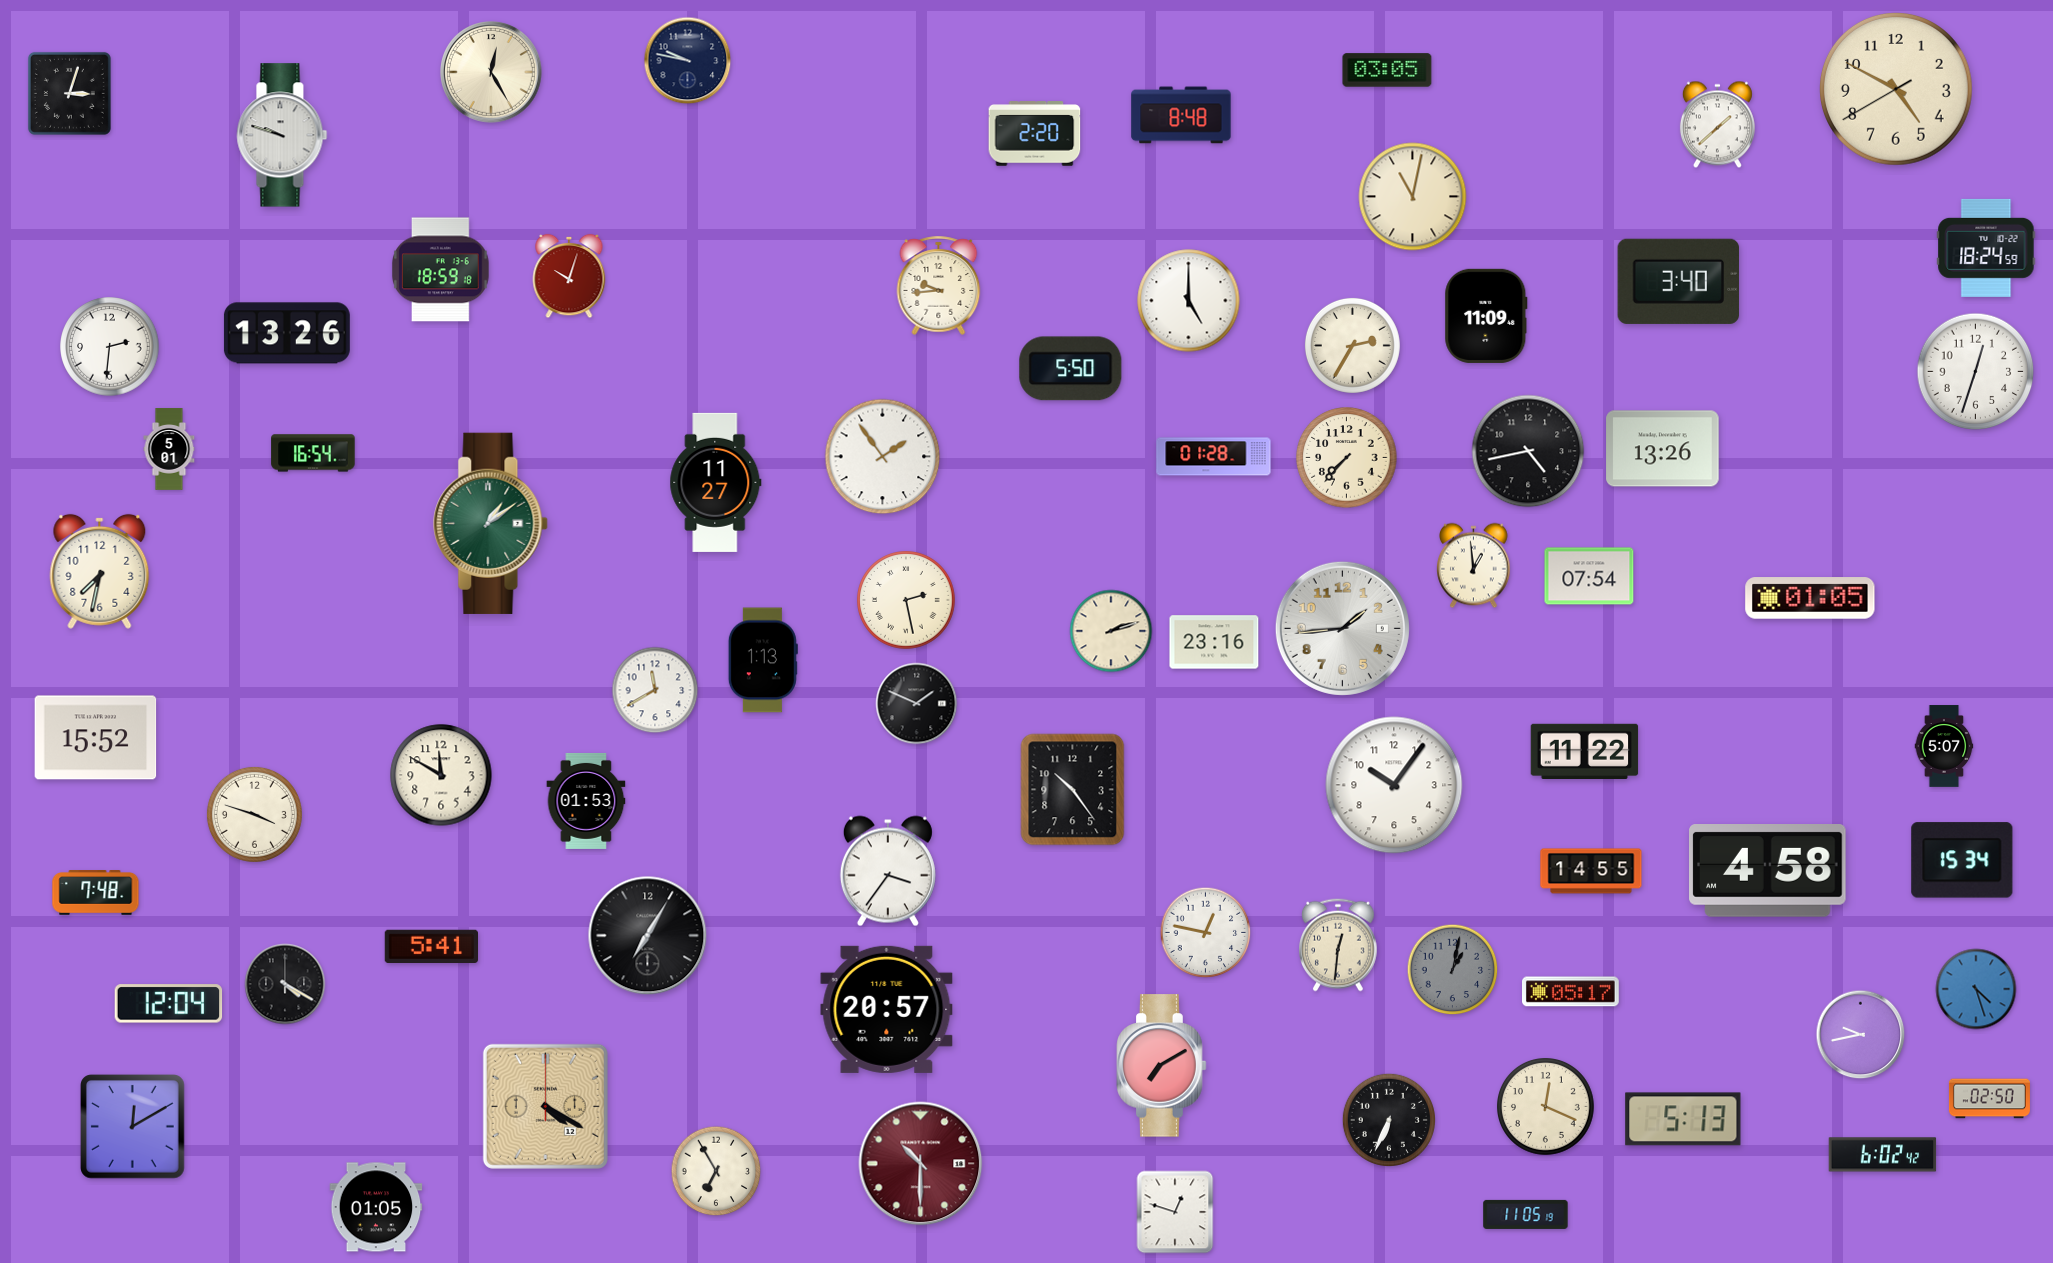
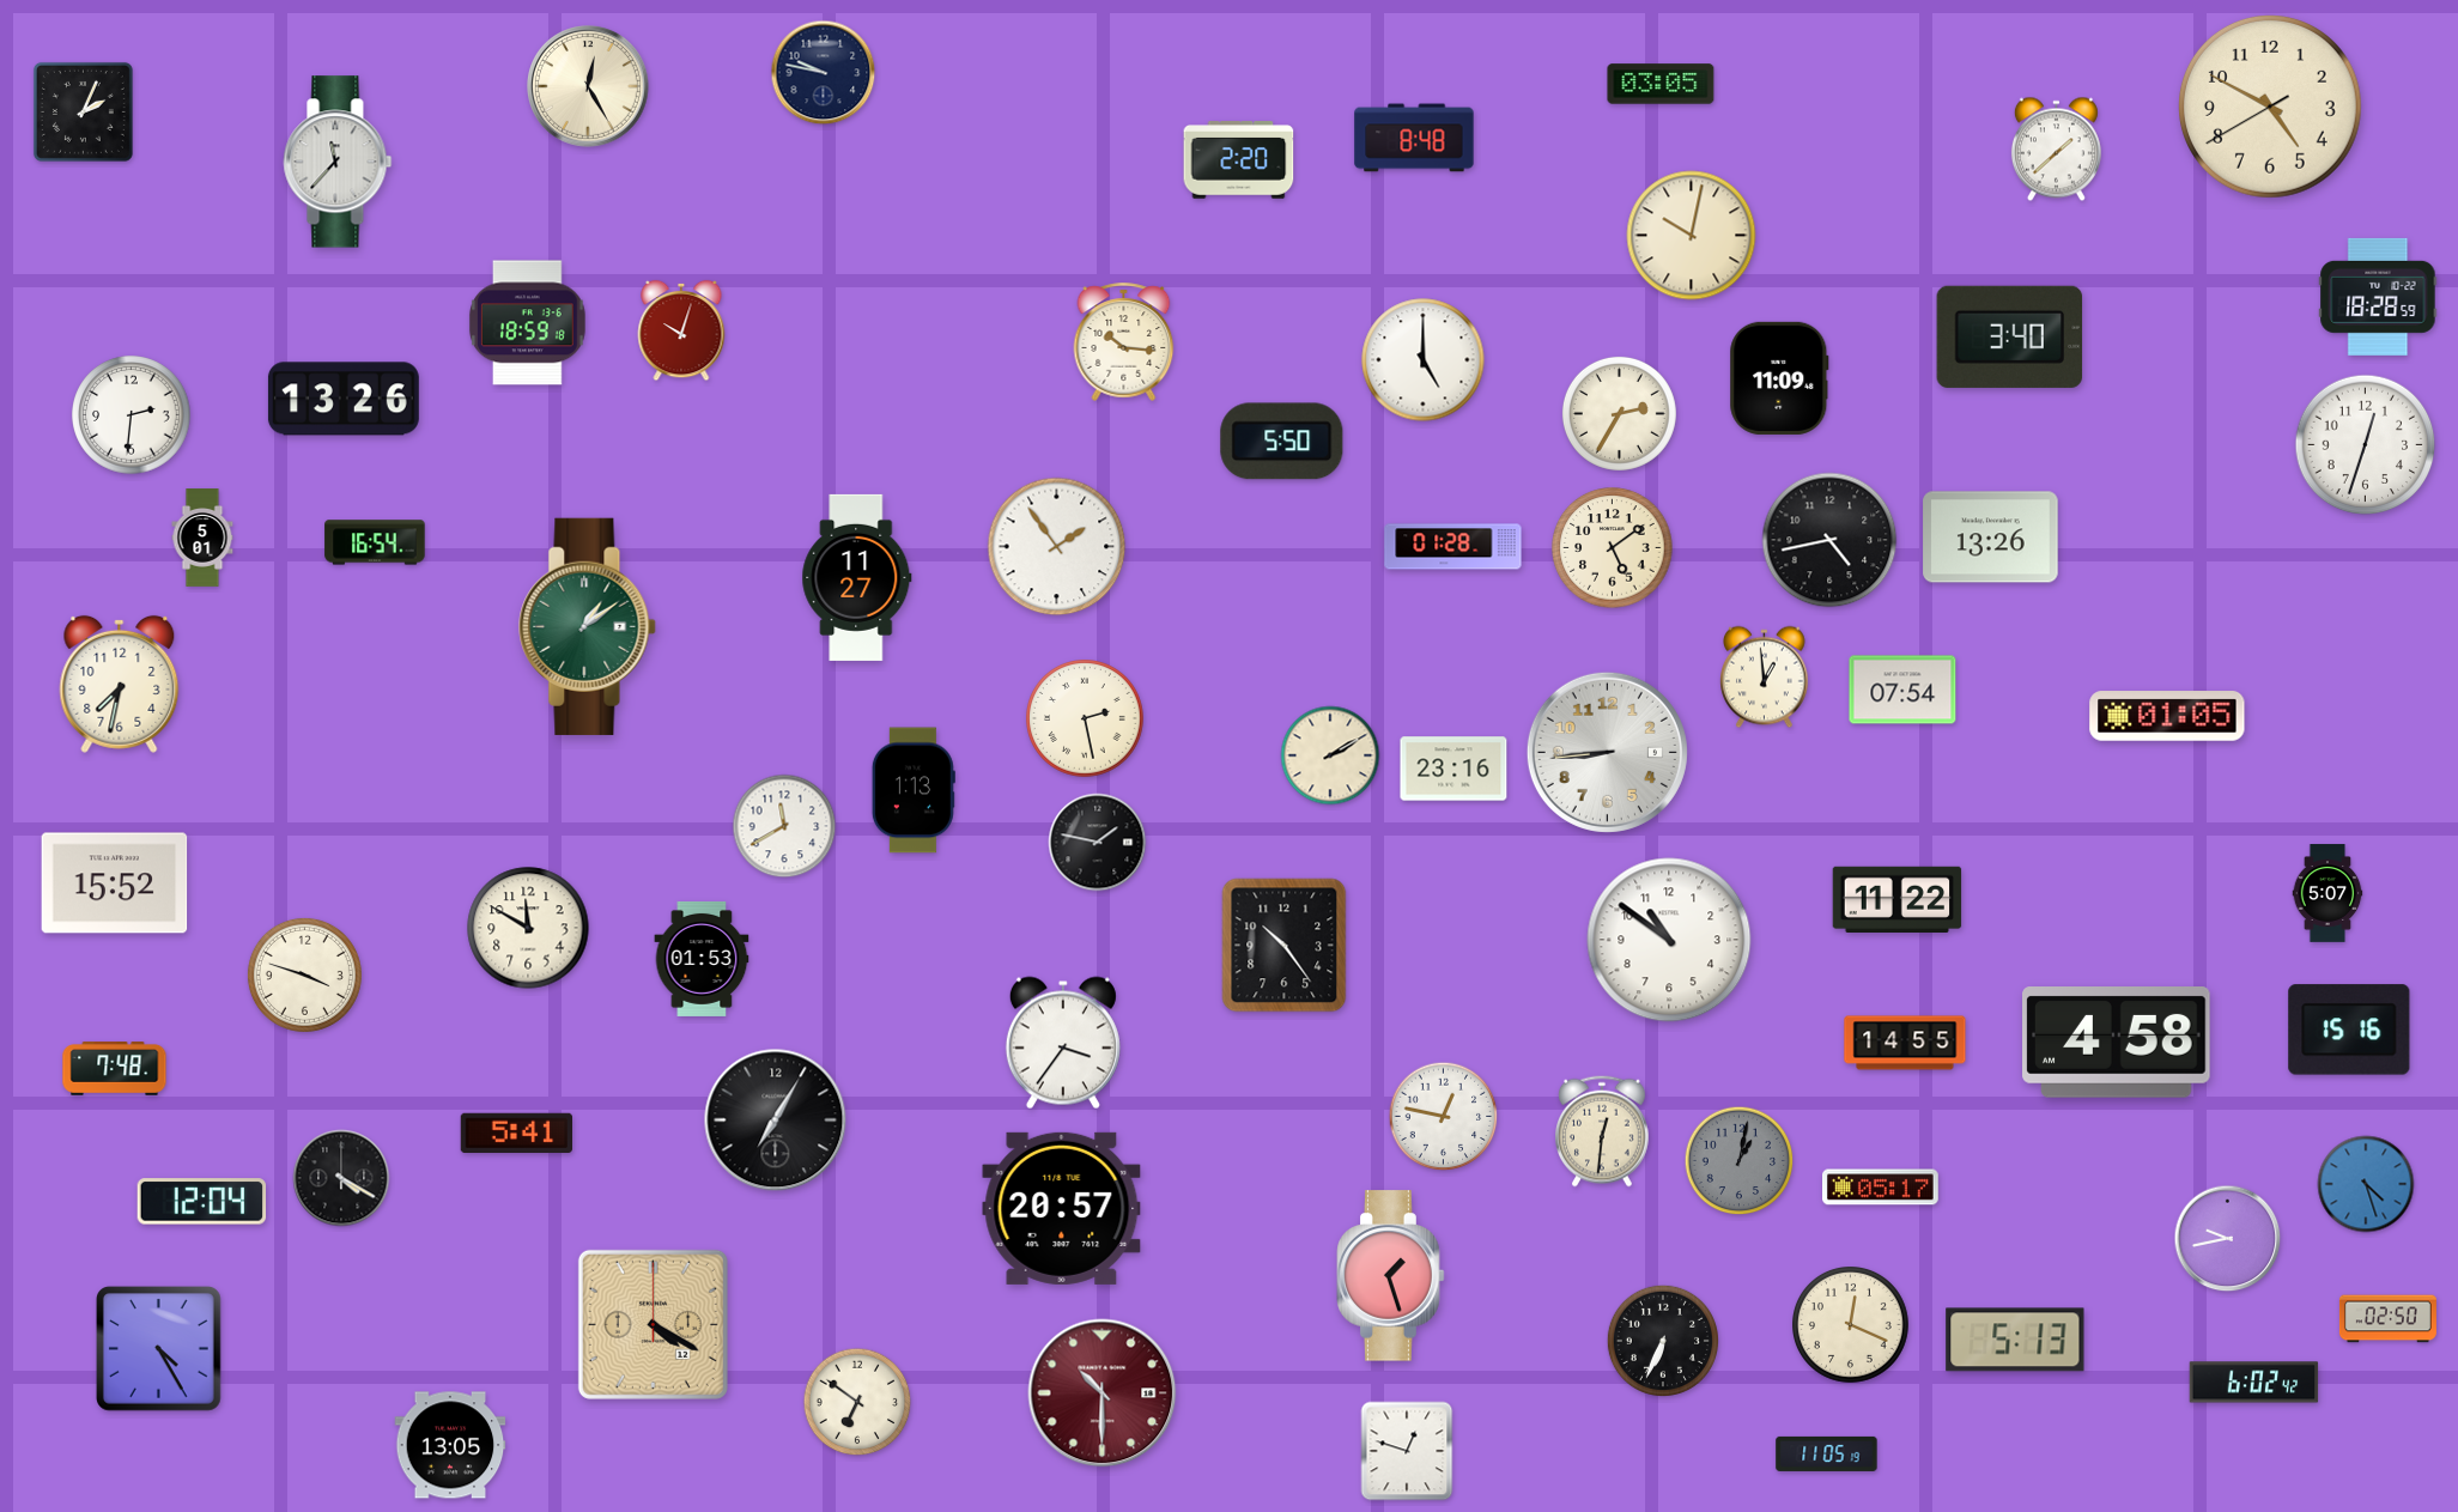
clock at (69, 93): 3:03 -> 2:04
clock at (282, 135): 9:48 -> 11:37
clock at (1413, 197): 11:02 -> 10:02
clock at (1986, 248): 18:24 -> 18:28
clock at (939, 285): 9:44 -> 10:16
clock at (1347, 458): 7:37 -> 5:09
clock at (1342, 628): 1:44 -> 8:44
clock at (1111, 631): 2:12 -> 2:10
clock at (917, 704): 1:49 -> 1:47
clock at (1394, 785): 10:06 -> 10:51
clock at (1962, 860): 15:34 -> 15:16
clock at (1162, 1066): 7:10 -> 1:27
clock at (1989, 1099) position: (1989, 1099) -> (2387, 1319)
clock at (133, 1127): 12:10 -> 4:25
clock at (716, 1171): 6:55 -> 6:51
clock at (376, 1207): 01:05 -> 13:05
